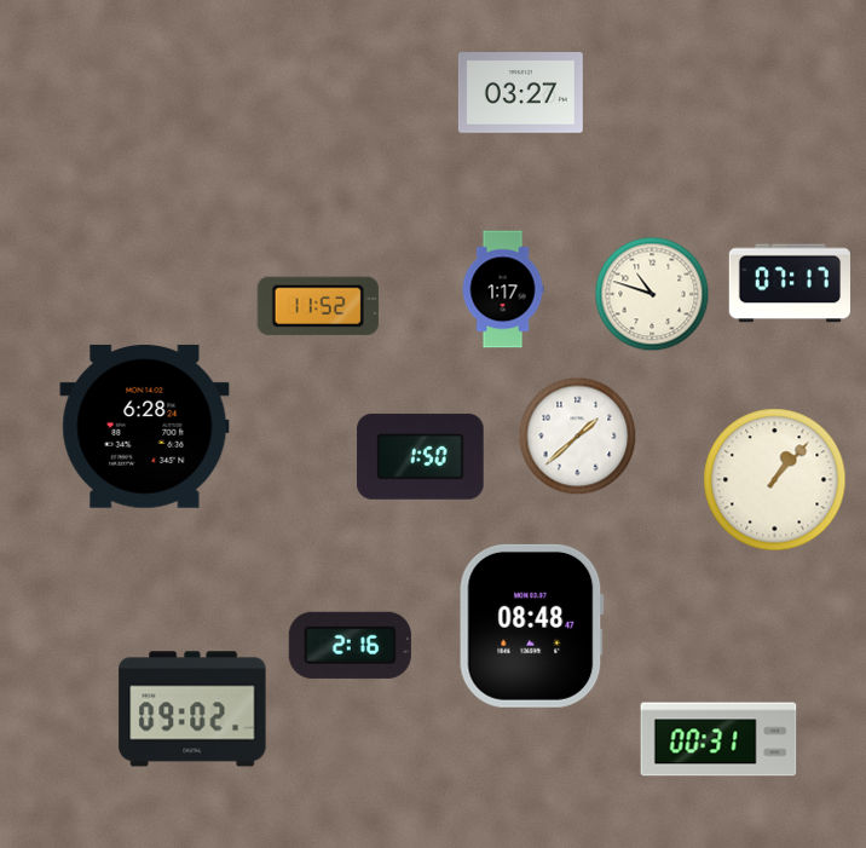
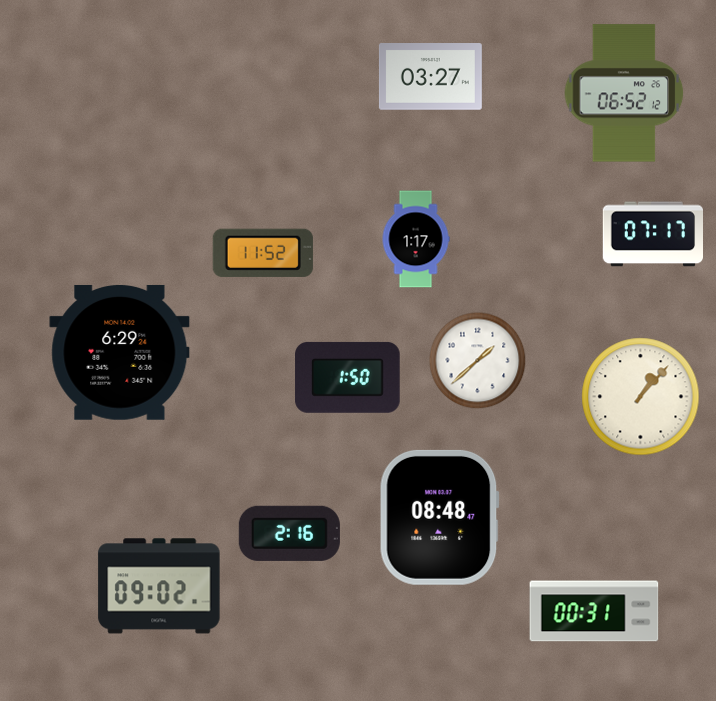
clock at (624, 93): none -> 06:52
clock at (652, 294): 10:48 -> none
clock at (145, 426): 6:28 -> 6:29
